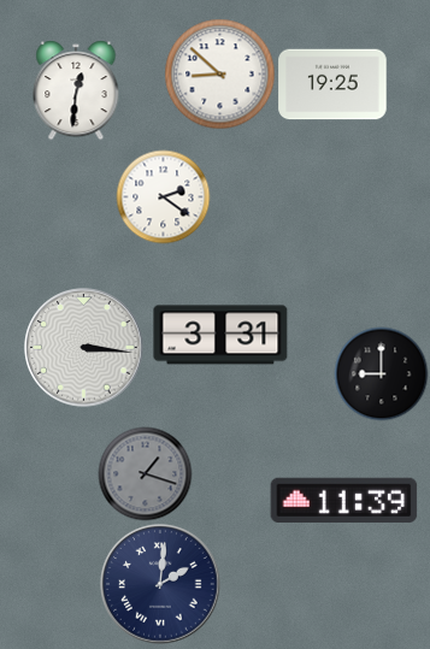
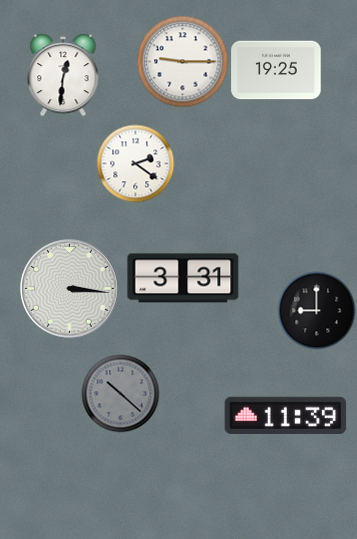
clock at (219, 73): 8:52 -> 9:15
clock at (145, 473): 1:18 -> 10:22
clock at (160, 584): 2:01 -> none
